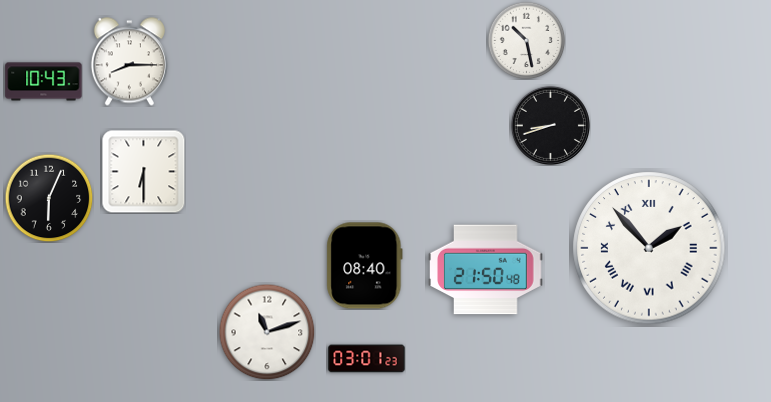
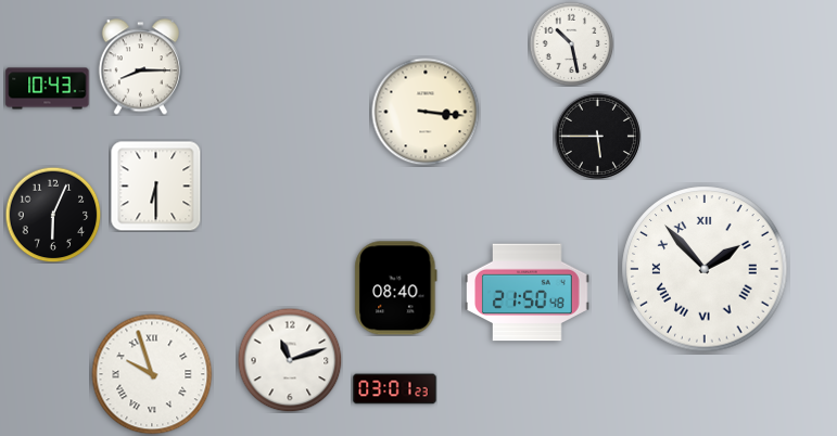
clock at (426, 112): none -> 3:16
clock at (550, 125): 8:42 -> 5:45
clock at (152, 374): none -> 9:57
clock at (367, 359) position: (367, 359) -> (395, 389)
